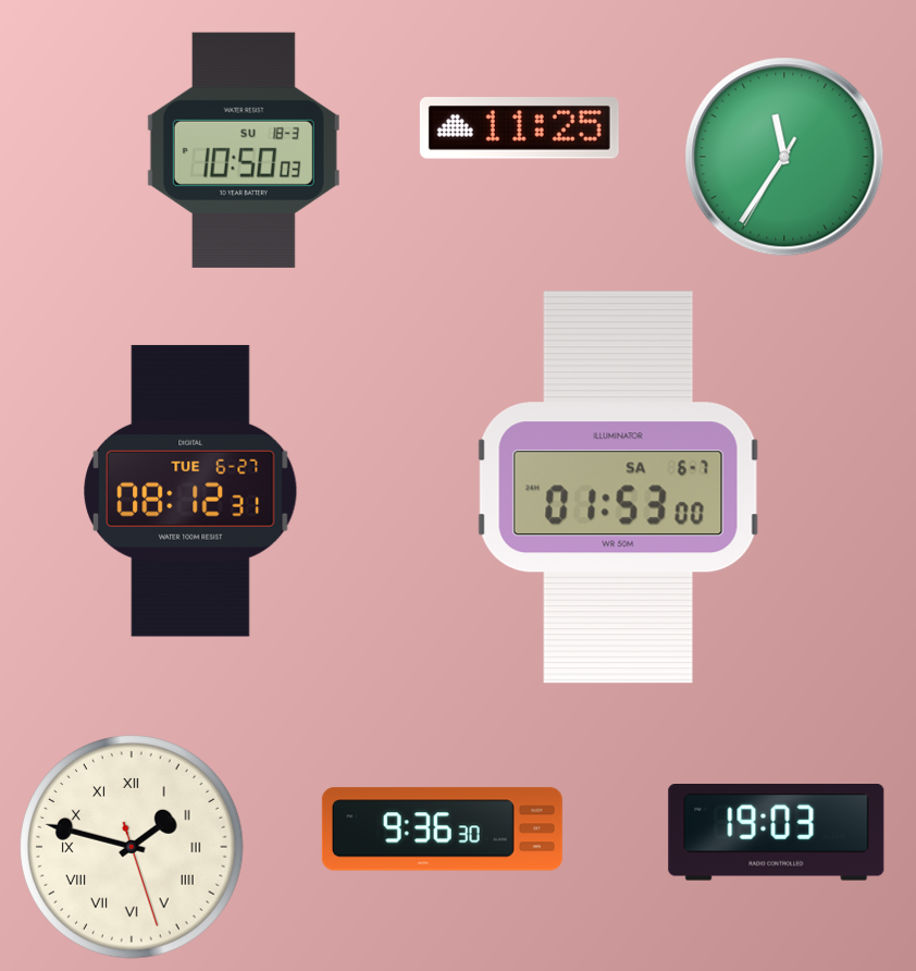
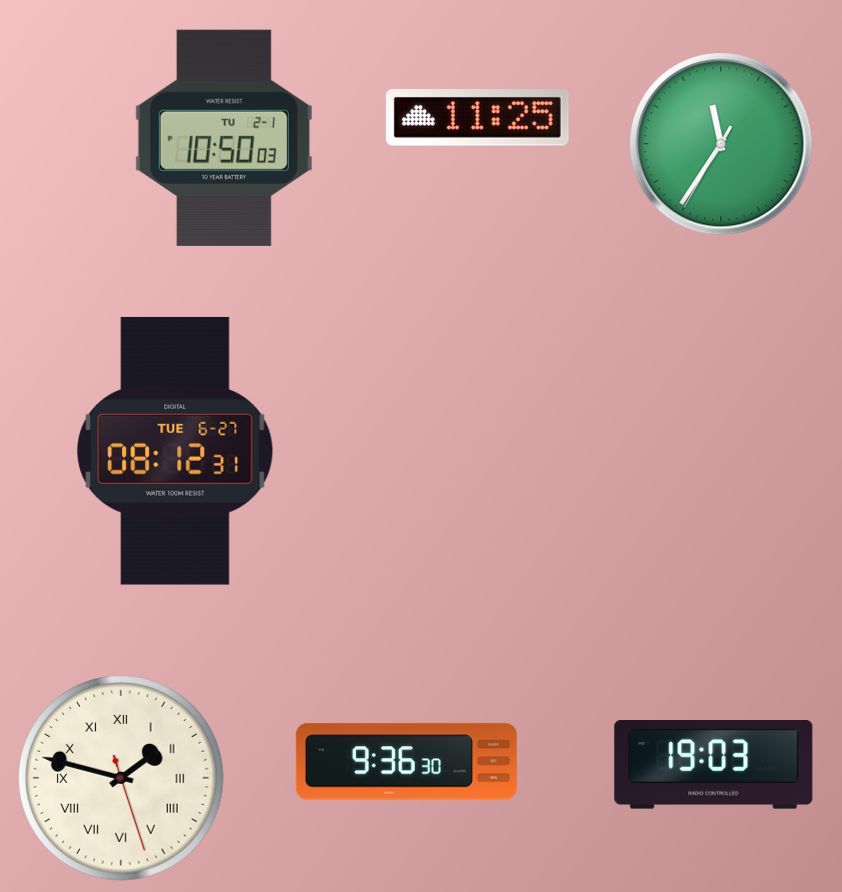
clock at (244, 150) date: SU 18-3 -> TU 2-1
clock at (619, 488): 01:53 -> none
